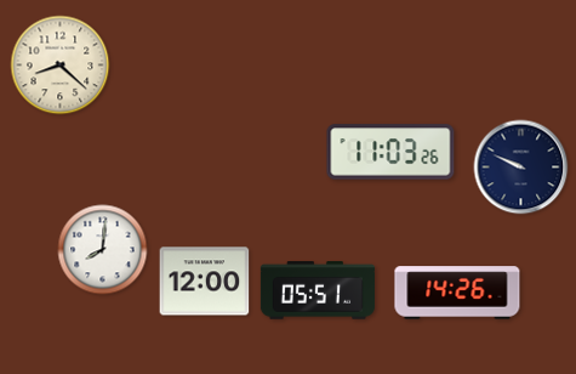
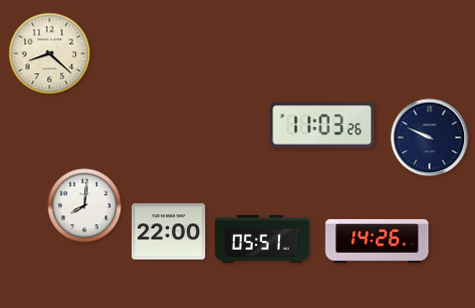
clock at (205, 282): 12:00 -> 22:00
